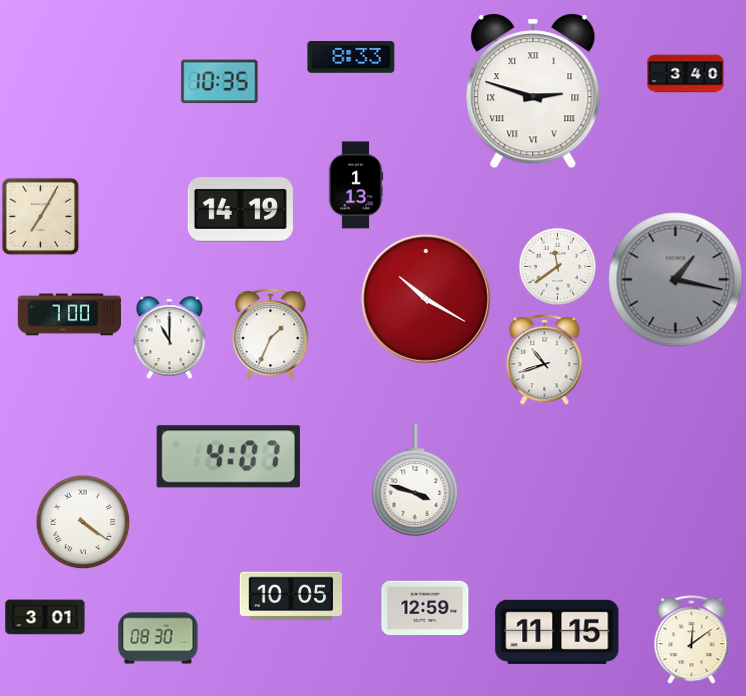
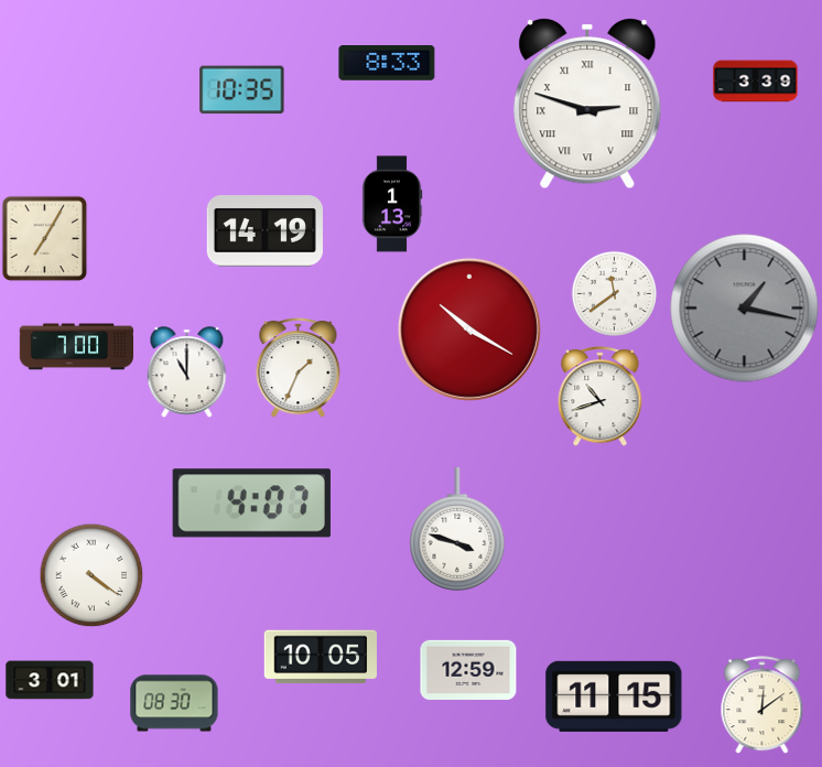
clock at (686, 74): 3:40 -> 3:39
clock at (533, 91) position: (533, 91) -> (587, 104)
